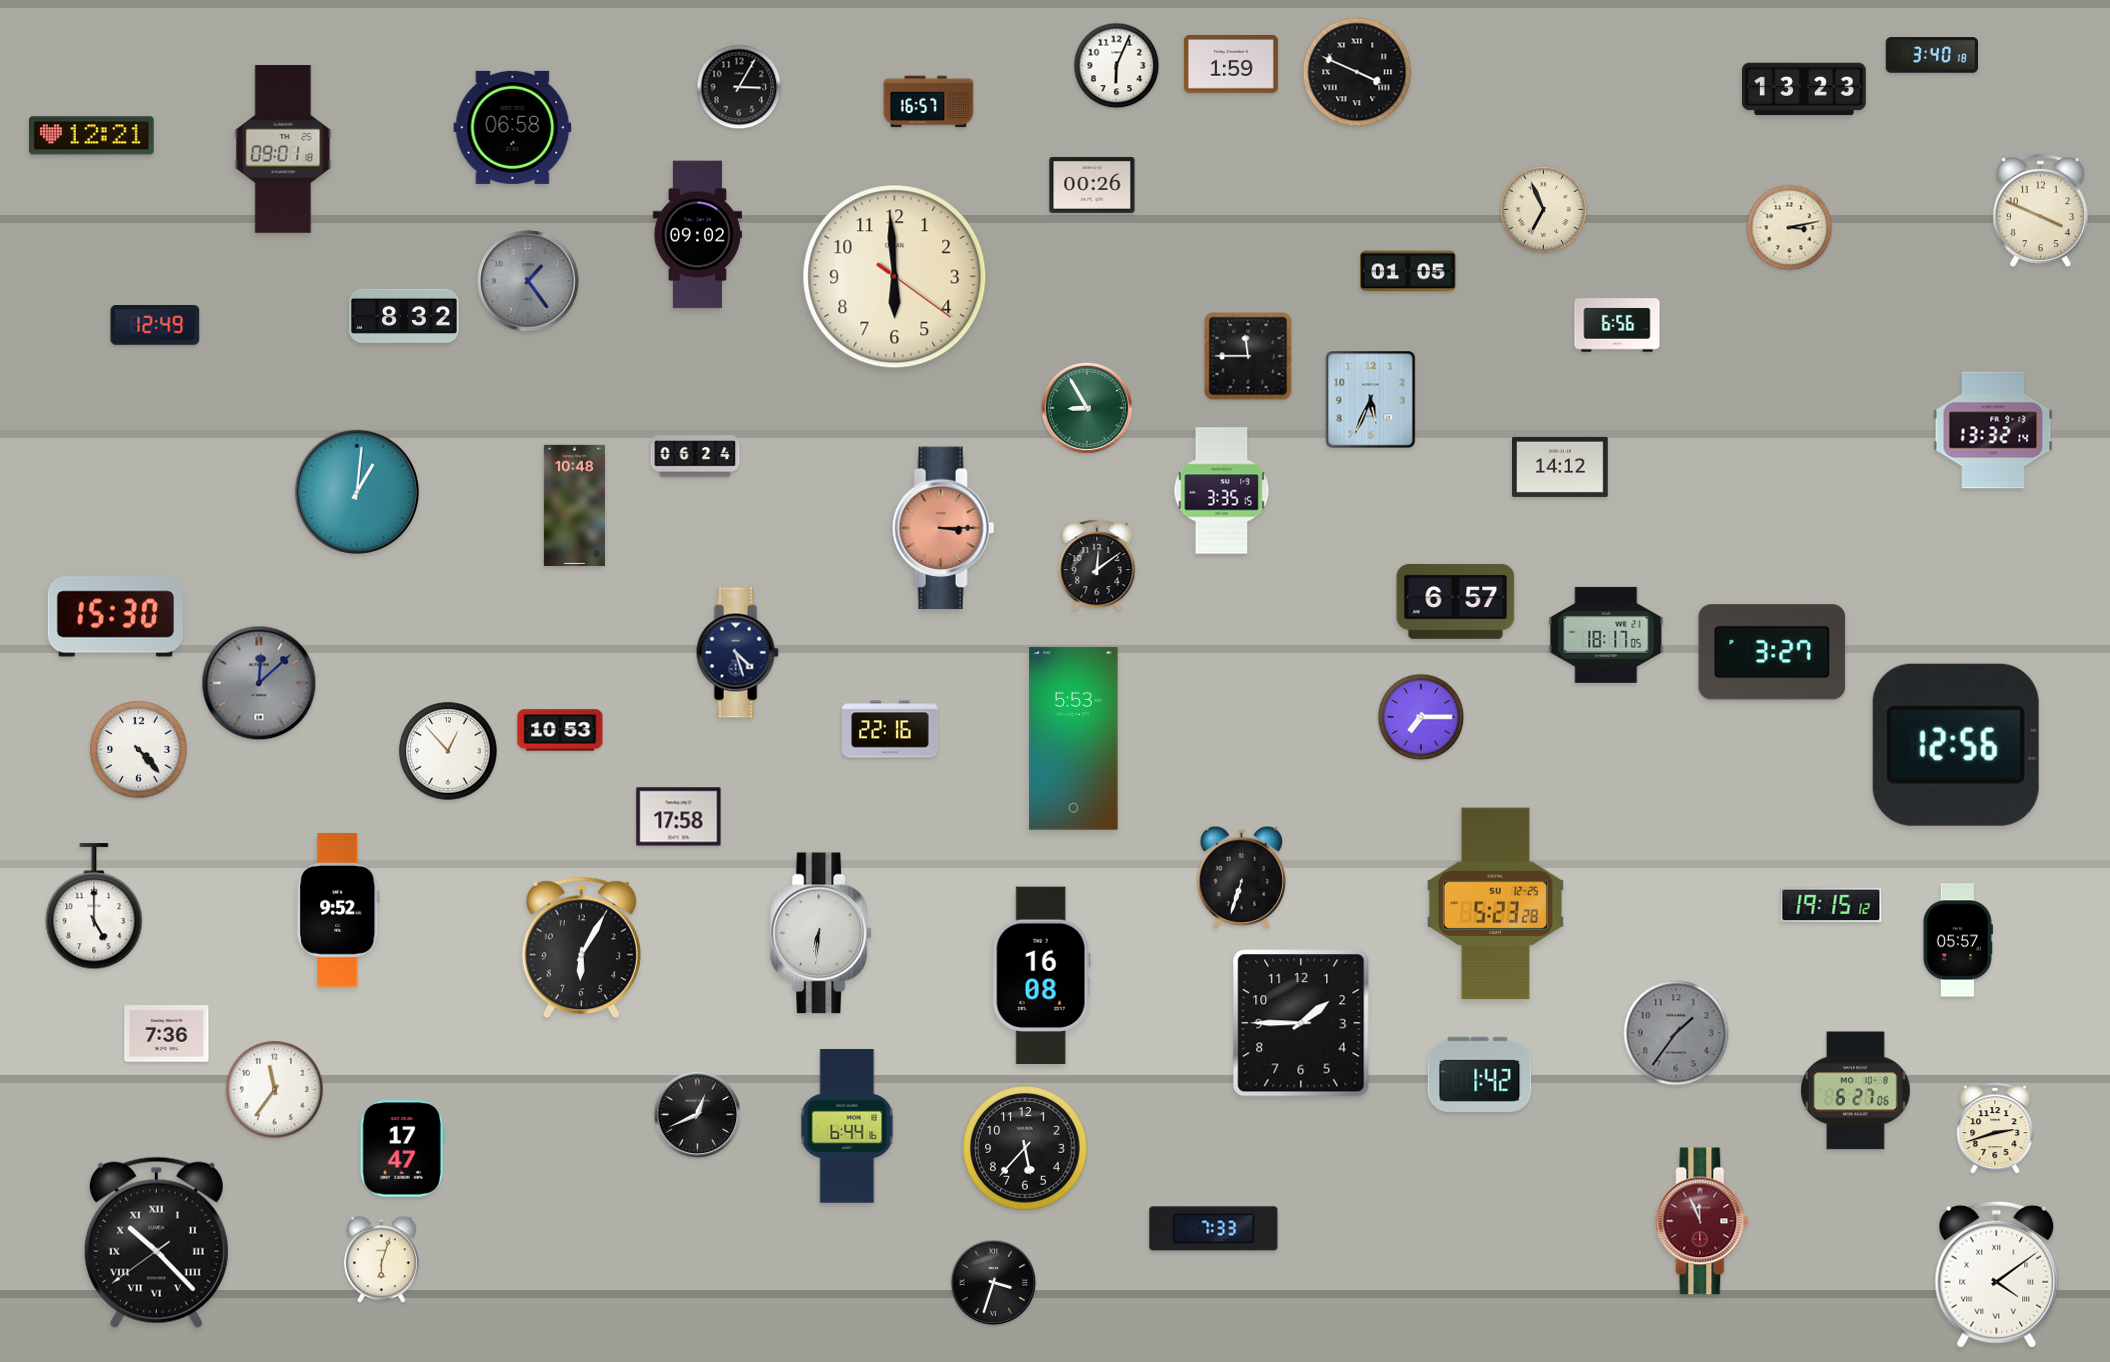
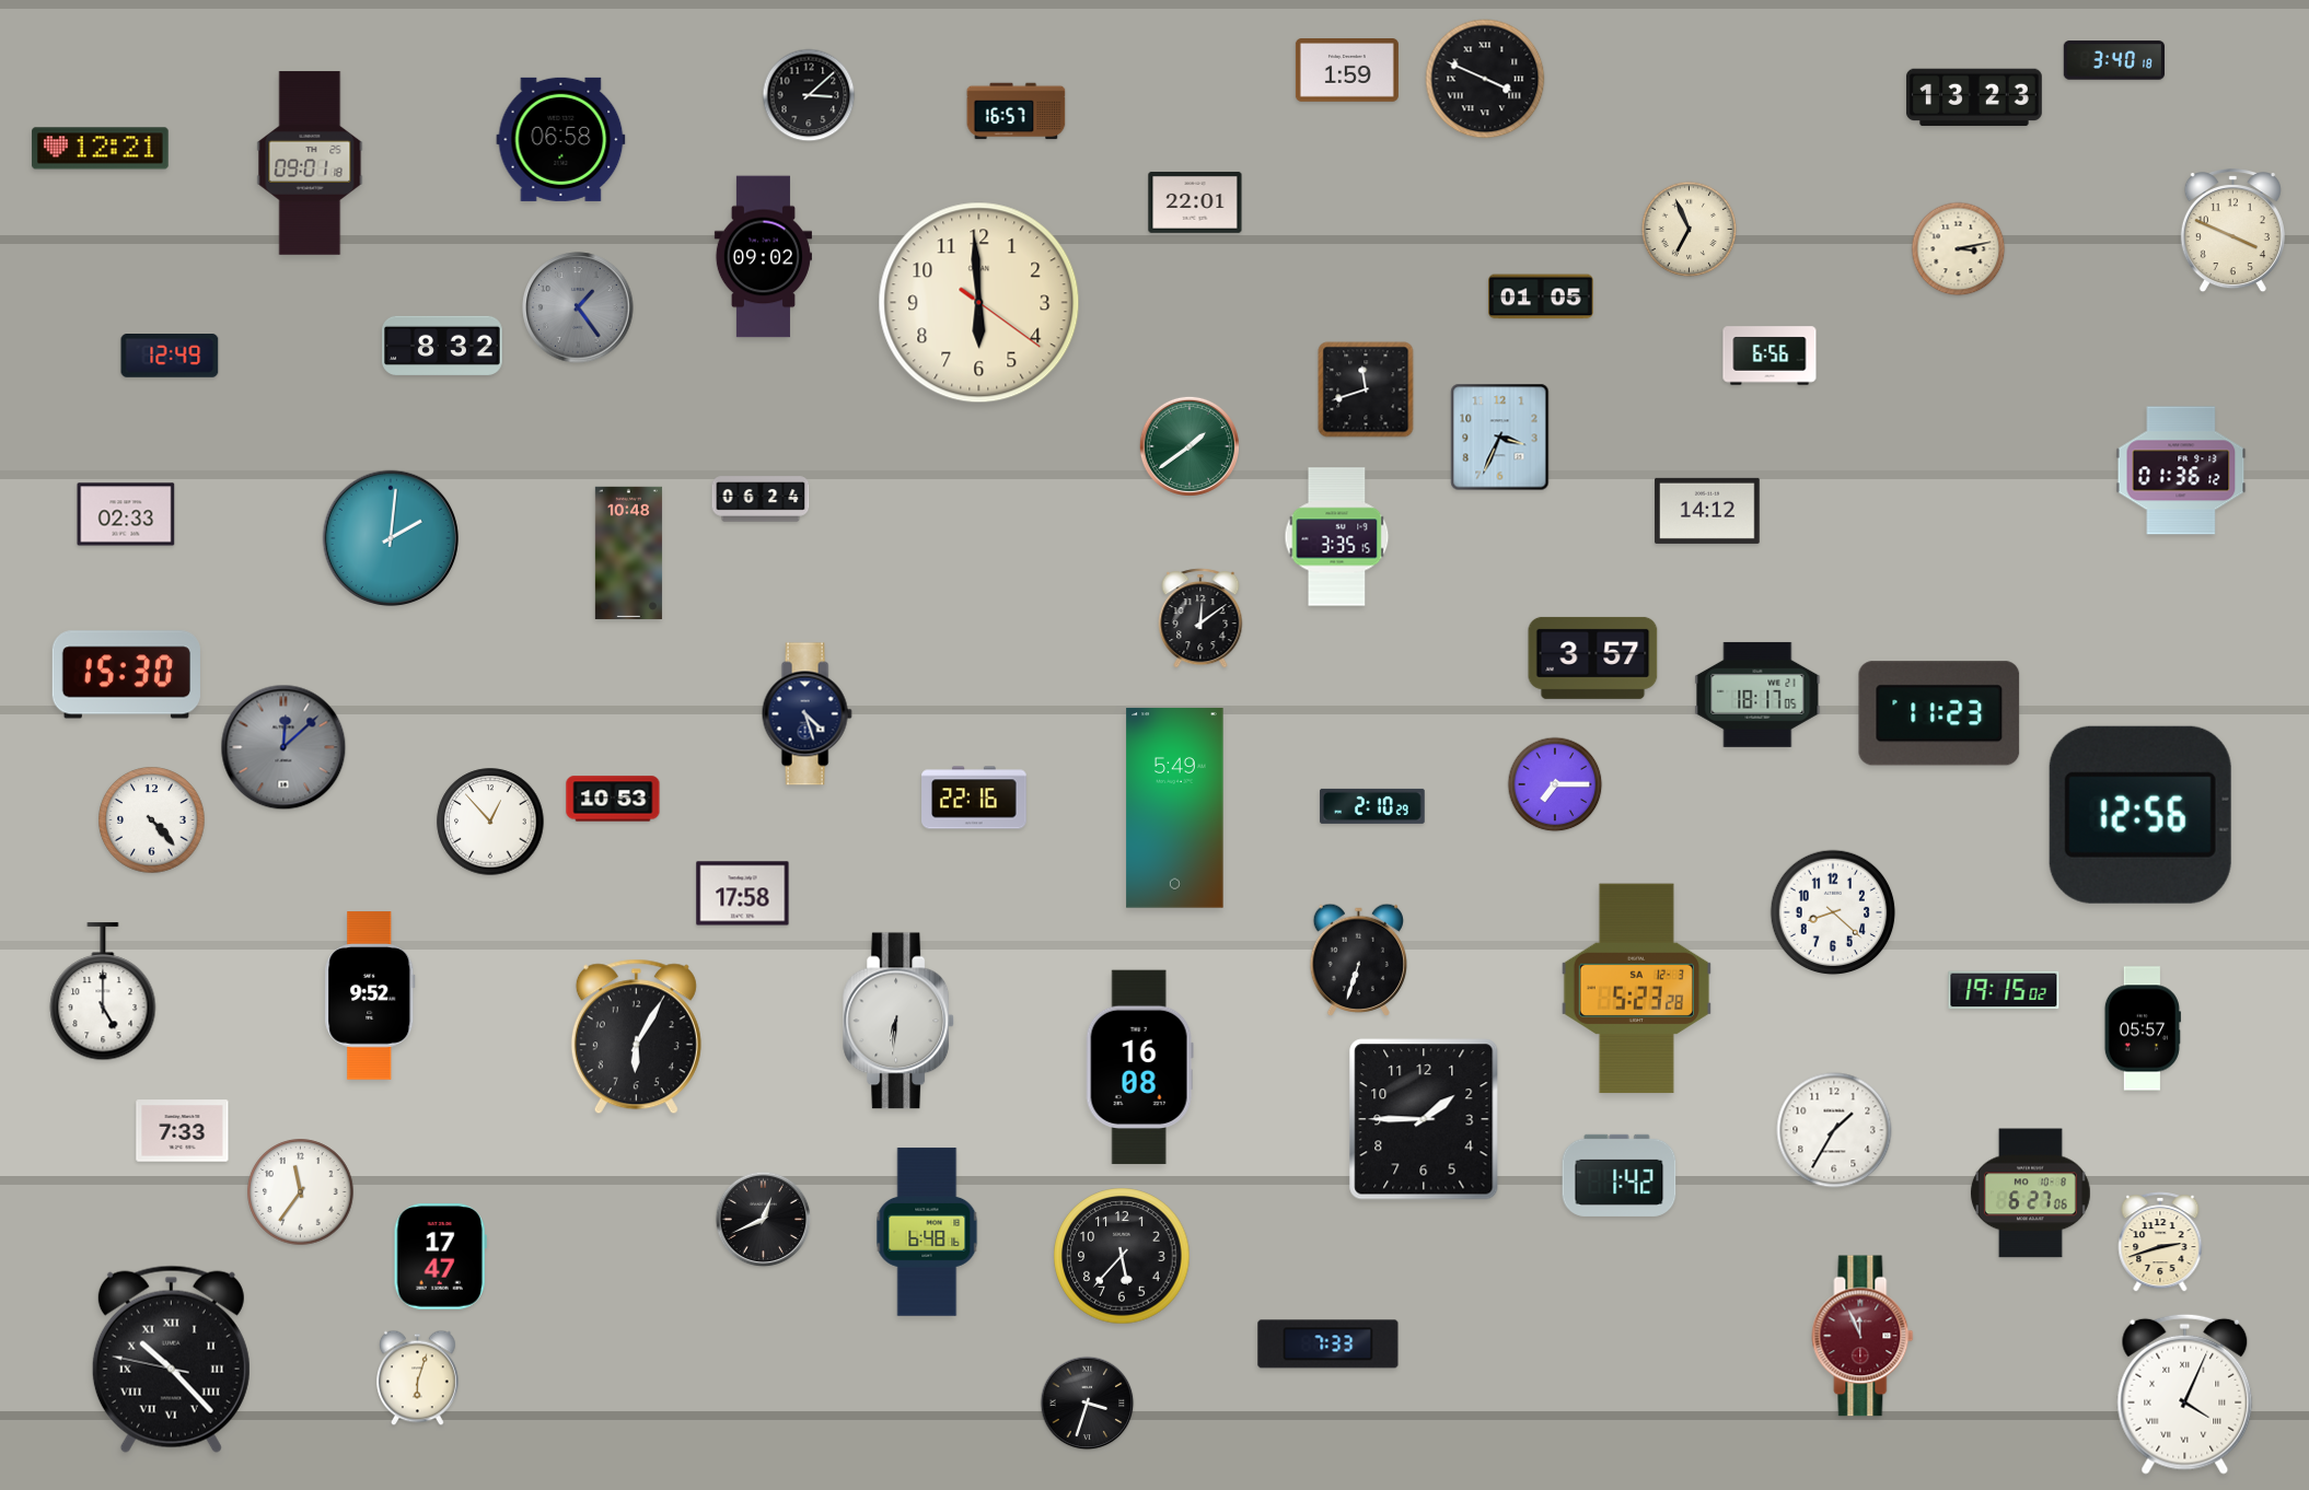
clock at (1117, 66): 6:04 -> none
clock at (739, 87): 3:05 -> 3:08
clock at (1092, 185): 00:26 -> 22:01
clock at (1248, 356): 11:45 -> 11:42
clock at (1371, 400): 5:34 -> 3:34
clock at (1087, 408): 8:55 -> 1:39
clock at (1993, 430): 13:32 -> 01:36
clock at (126, 514): none -> 02:33
clock at (356, 491): 1:01 -> 2:01
clock at (943, 528): 3:15 -> none
clock at (1456, 601): 6:57 -> 3:57
clock at (1772, 652): 3:27 -> 11:23
clock at (1372, 806): none -> 2:10
clock at (1074, 739): 5:53 -> 5:49
clock at (1833, 912): none -> 8:22
clock at (1495, 904) date: SU 12-25 -> SA 12-3
clock at (1831, 905): 19:15:12 -> 19:15:02
clock at (1676, 1033): 1:36 -> 1:35
clock at (1676, 1033) dial: grey -> white
clock at (167, 1034): 7:36 -> 7:33
clock at (847, 1126): 6:44 -> 6:48
clock at (1995, 1128) position: (1995, 1128) -> (2160, 1242)
clock at (156, 1242): 10:22:39 -> 10:22:47
clock at (1997, 1274): 4:09 -> 4:04
